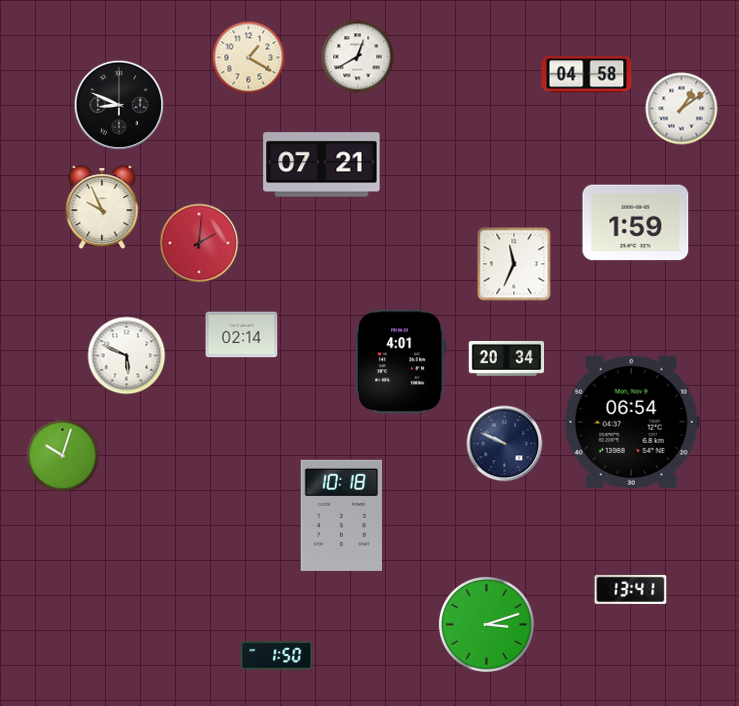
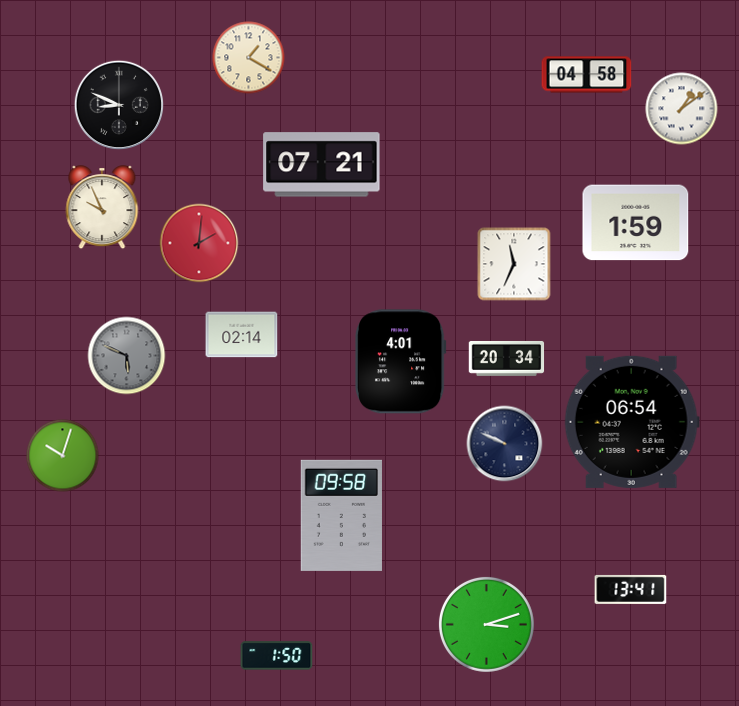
clock at (358, 57): 12:40 -> none
clock at (127, 356) dial: white -> grey
clock at (341, 515): 10:18 -> 09:58
